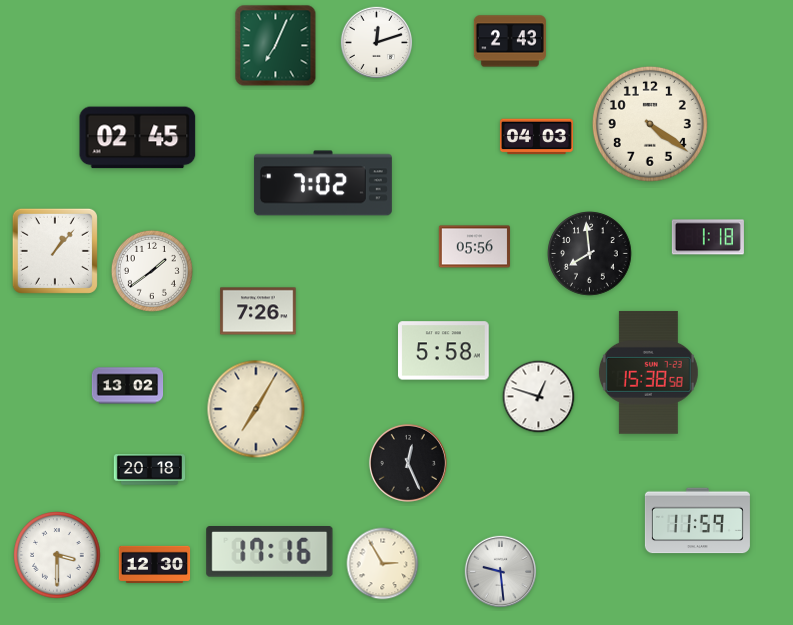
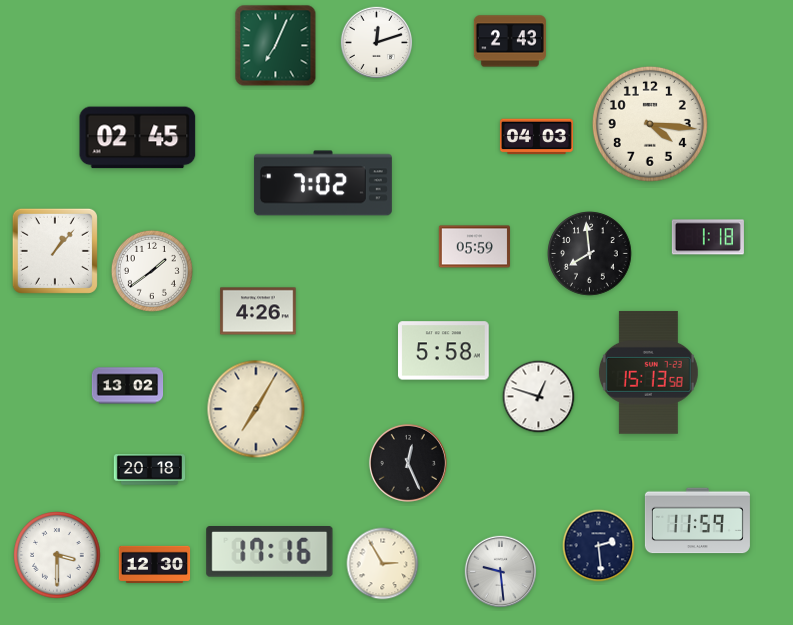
clock at (650, 124): 4:21 -> 4:16
clock at (474, 247): 05:56 -> 05:59
clock at (258, 311): 7:26 -> 4:26
clock at (648, 373): 15:38 -> 15:13
clock at (599, 546): none -> 2:29
